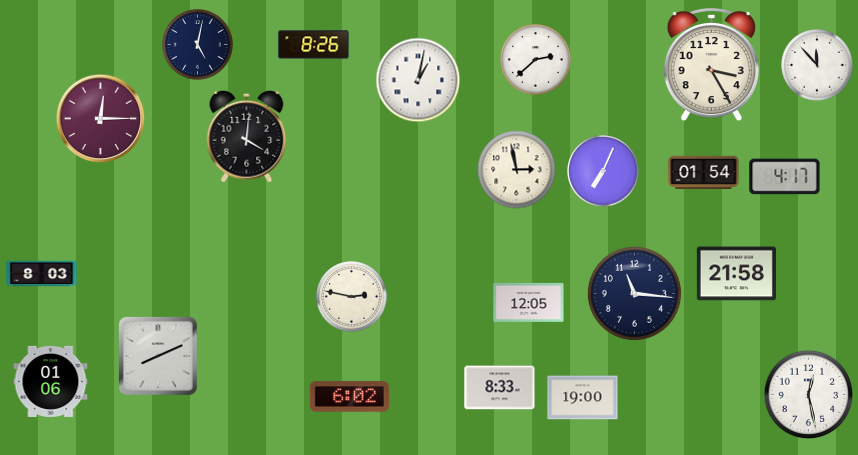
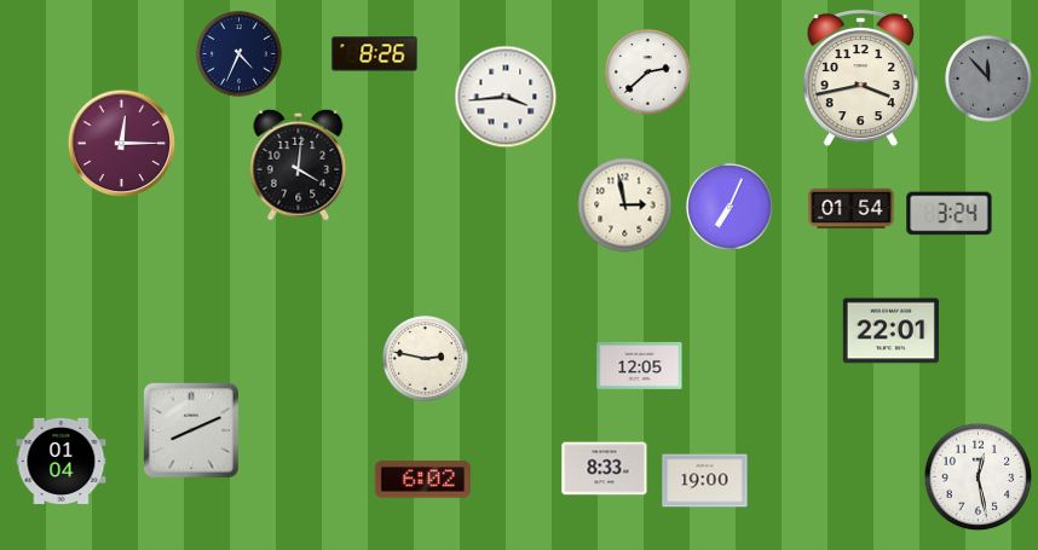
clock at (198, 45): 5:02 -> 4:34
clock at (314, 45) position: (314, 45) -> (375, 54)
clock at (711, 65): 3:25 -> 3:43
clock at (817, 65) dial: white -> grey
clock at (418, 80): 1:02 -> 3:44
clock at (785, 177): 4:17 -> 3:24
clock at (42, 274): 8:03 -> none
clock at (736, 274): 21:58 -> 22:01
clock at (634, 293): 11:16 -> none
clock at (51, 381): 01:06 -> 01:04
